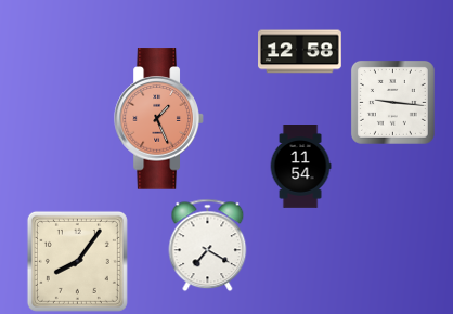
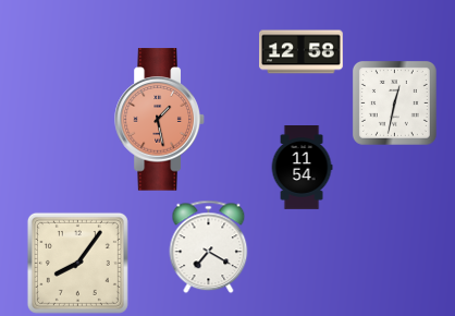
clock at (392, 102): 9:16 -> 12:32
clock at (159, 119): 1:26 -> 1:28
